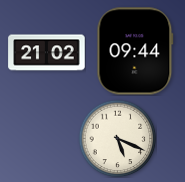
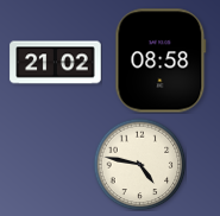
clock at (135, 51): 09:44 -> 08:58
clock at (117, 138): 5:19 -> 4:47
